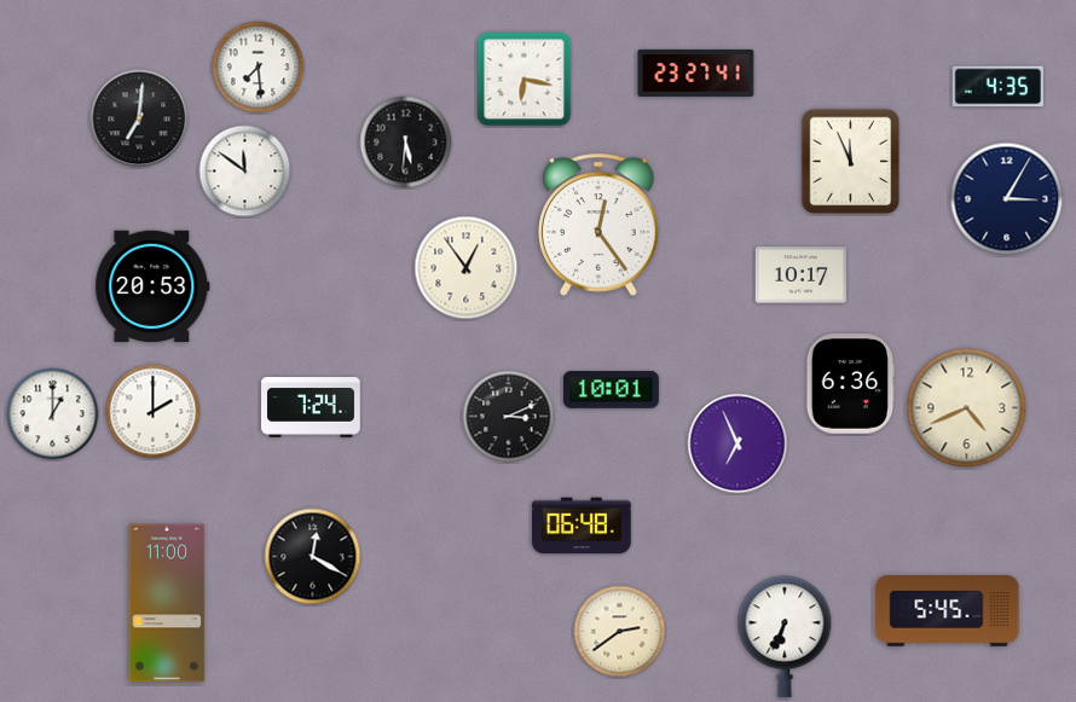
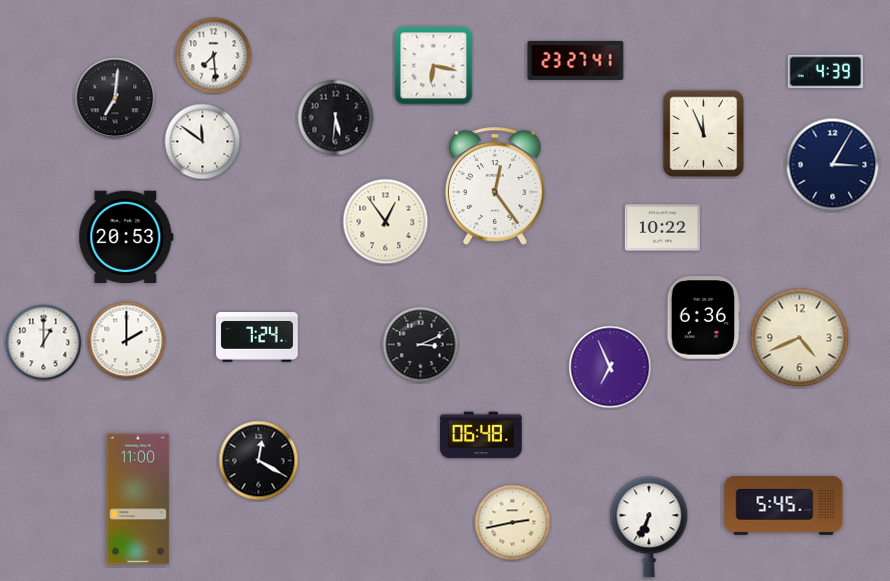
clock at (997, 87): 4:35 -> 4:39
clock at (800, 275): 10:17 -> 10:22
clock at (611, 390): 10:01 -> none
clock at (620, 632): 2:39 -> 2:43
